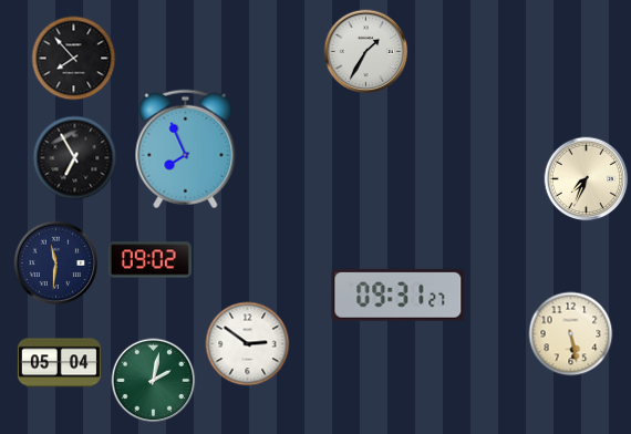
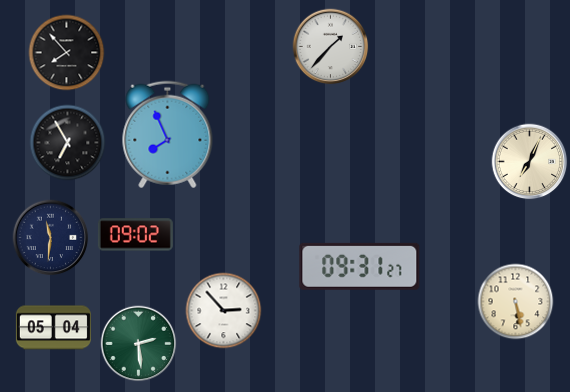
clock at (366, 52): 1:35 -> 1:37
clock at (587, 179): 7:34 -> 7:04
clock at (248, 344): 2:51 -> 2:53
clock at (154, 381): 2:02 -> 2:29
